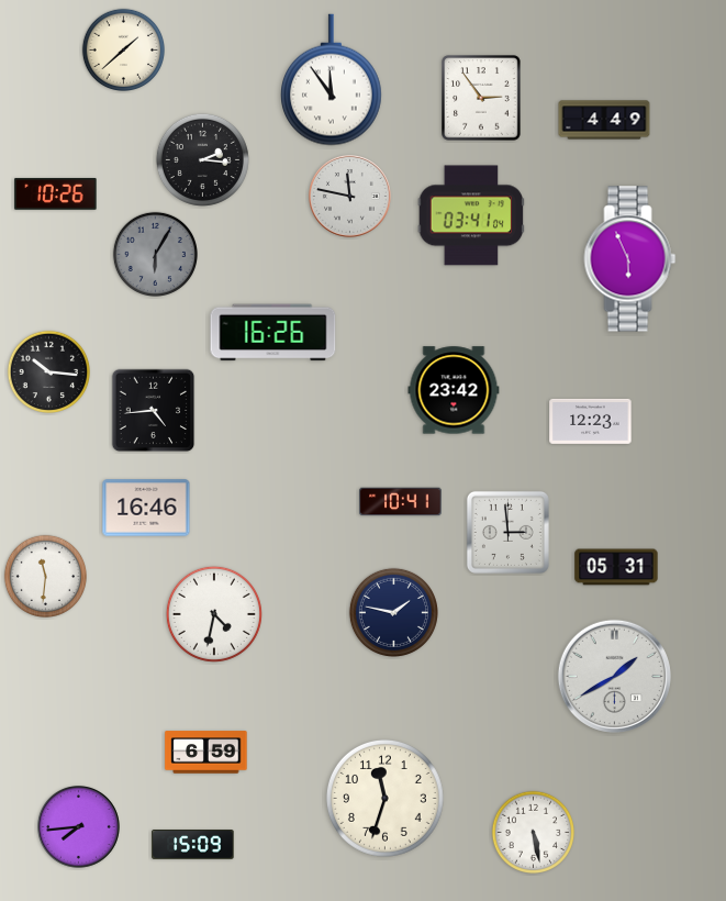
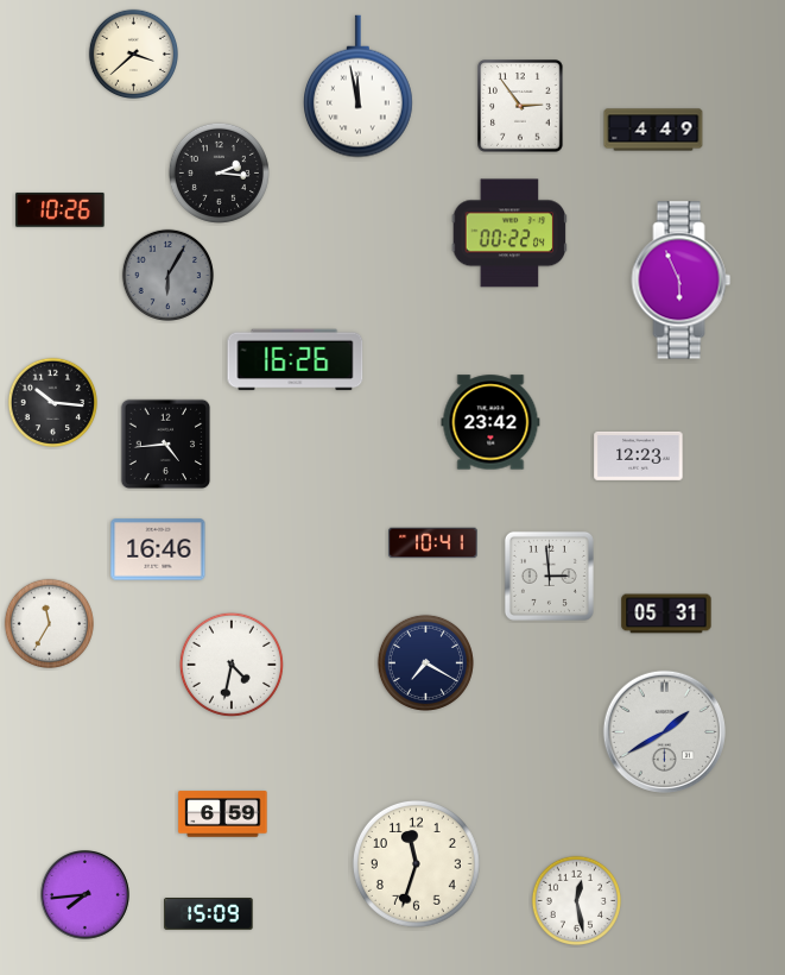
clock at (123, 49): 1:38 -> 3:38
clock at (332, 80): 11:54 -> 11:58
clock at (350, 197): 11:47 -> none
clock at (471, 215): 03:41 -> 00:22
clock at (45, 576): 11:31 -> 11:35
clock at (393, 612): 1:47 -> 7:20
clock at (533, 832): 5:28 -> 12:28
